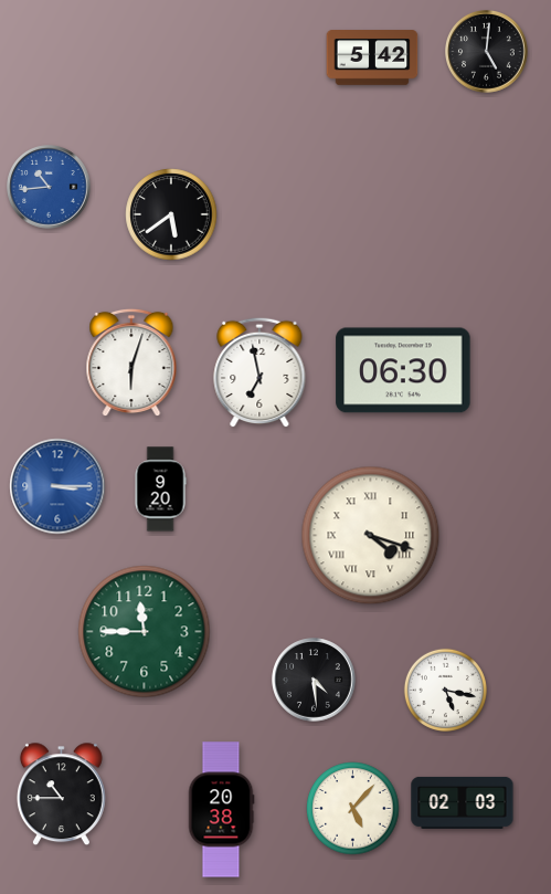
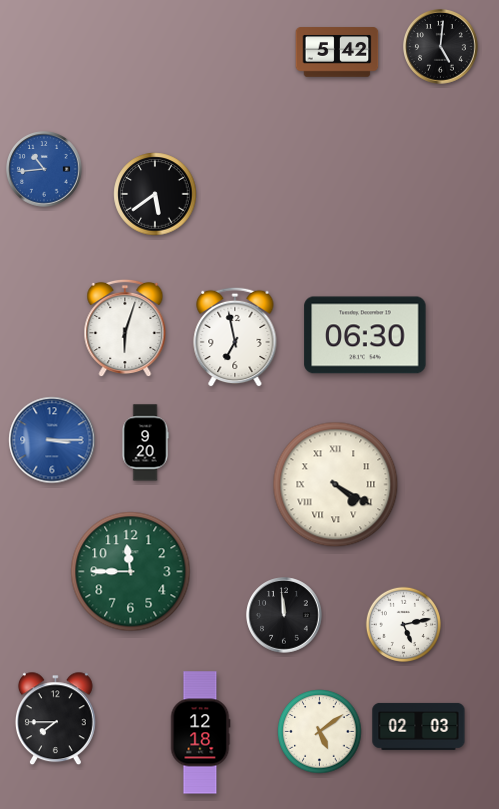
clock at (131, 362) position: (131, 362) -> (125, 328)
clock at (371, 536): 4:18 -> 4:20
clock at (314, 680): 4:29 -> 11:59
clock at (445, 690): 5:17 -> 5:13
clock at (61, 795): 10:45 -> 7:45
clock at (353, 809): 5:07 -> 5:09
clock at (221, 810): 20:38 -> 12:18
